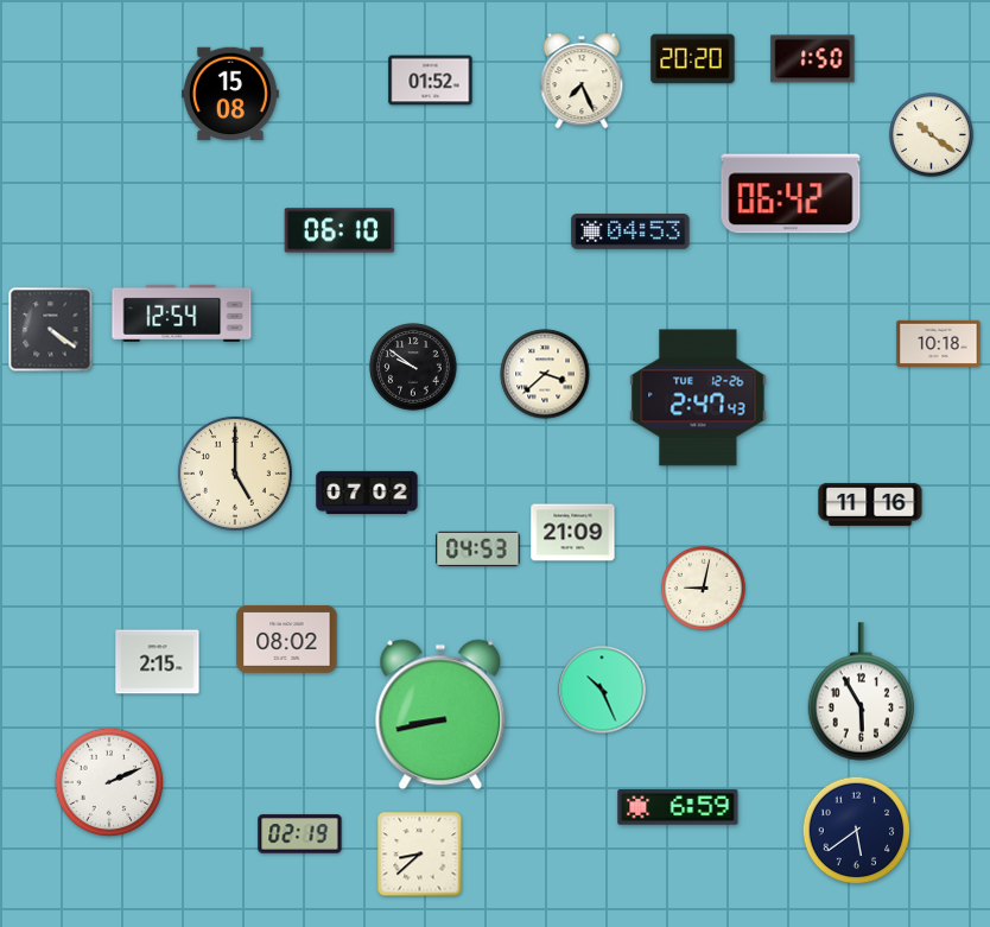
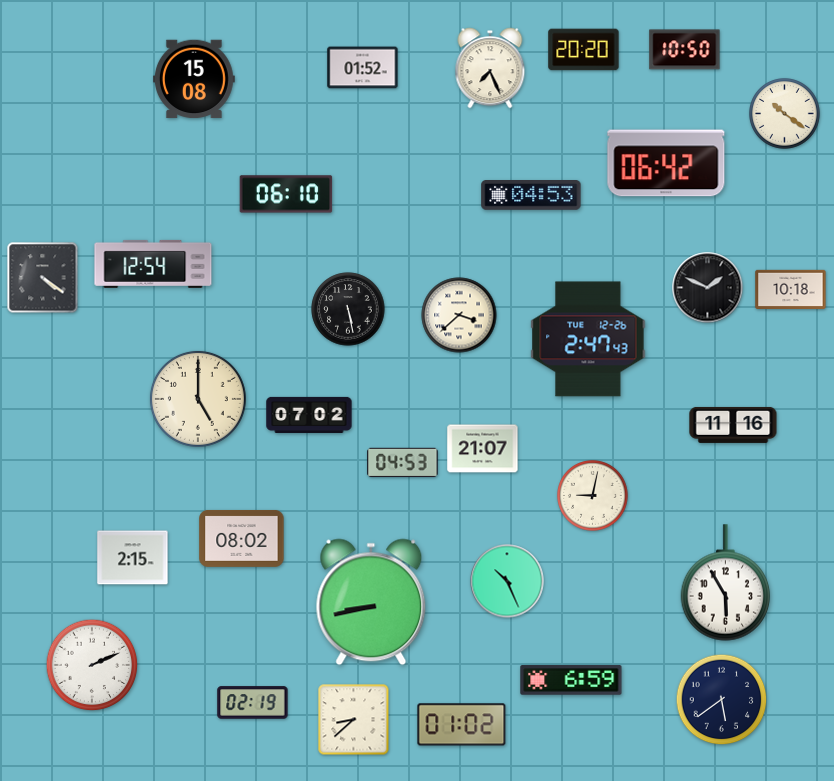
clock at (813, 59): 1:50 -> 10:50
clock at (708, 288): none -> 1:49
clock at (413, 367): 9:51 -> 5:28
clock at (698, 398) position: (698, 398) -> (588, 339)
clock at (573, 533): 21:09 -> 21:07
clock at (109, 782) position: (109, 782) -> (92, 665)
clock at (462, 725): none -> 01:02
